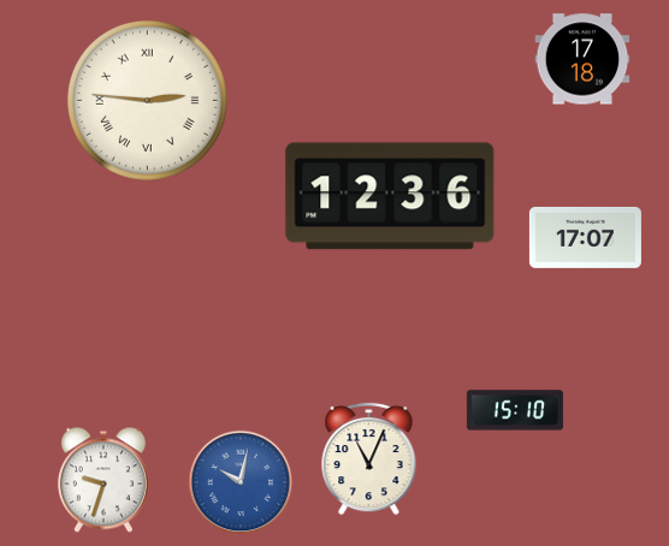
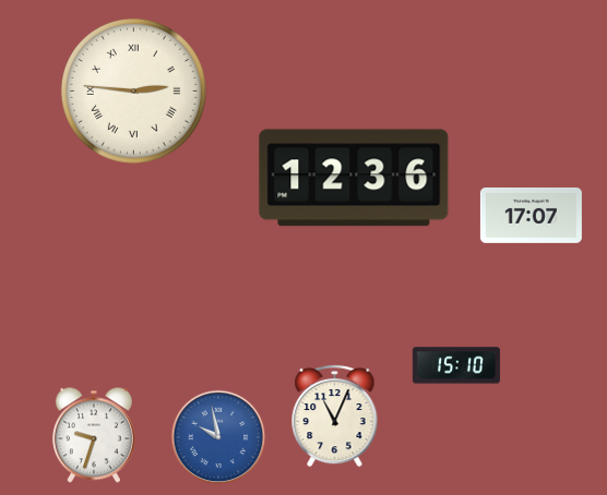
clock at (582, 59): 17:18 -> none
clock at (515, 410) position: (515, 410) -> (456, 365)
clock at (241, 482): 10:02 -> 9:58
